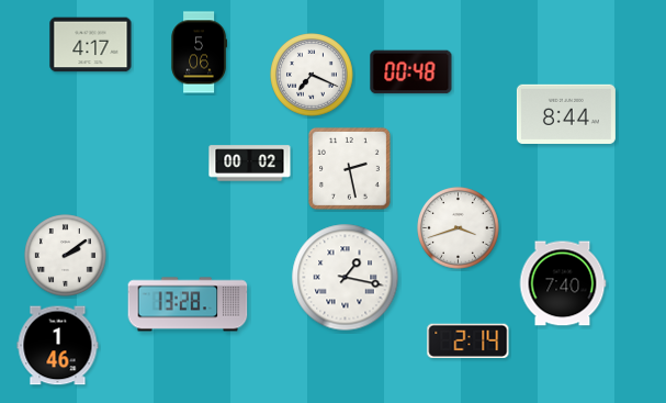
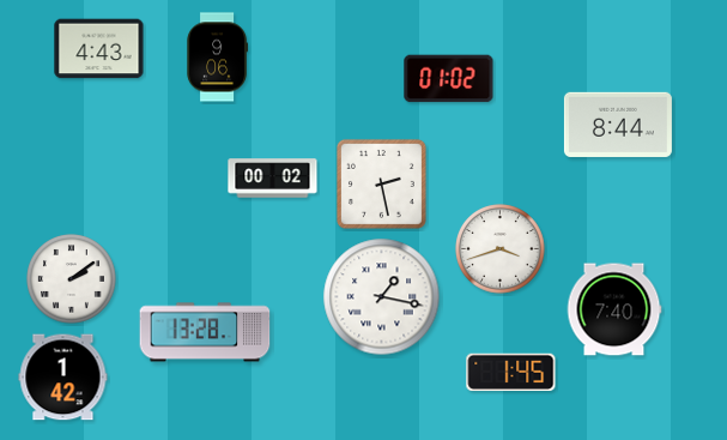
clock at (91, 45): 4:17 -> 4:43
clock at (199, 53): 5:06 -> 9:06
clock at (411, 72): 00:48 -> 01:02
clock at (312, 75): 7:19 -> none
clock at (346, 278) position: (346, 278) -> (382, 297)
clock at (469, 340): 2:14 -> 1:45
clock at (58, 346): 1:46 -> 1:42
